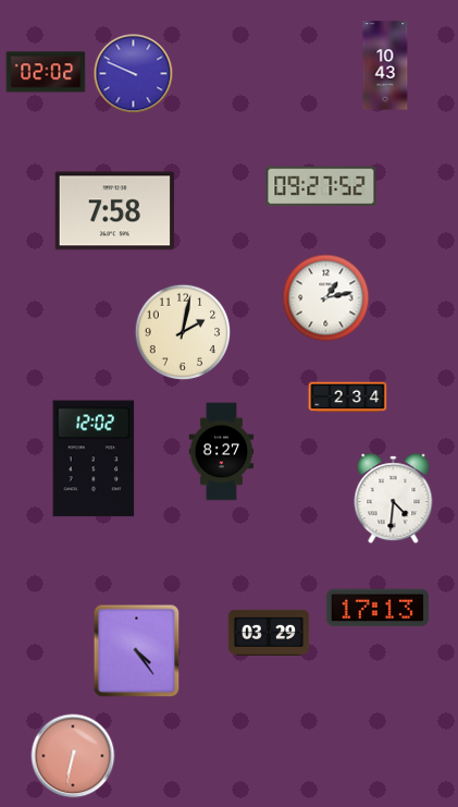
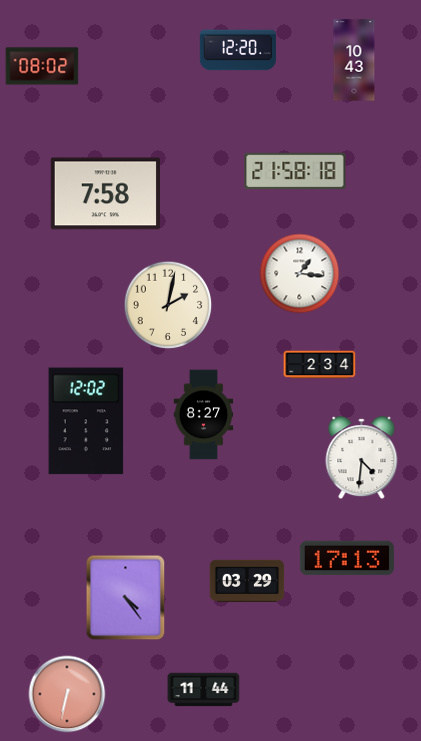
clock at (238, 50): none -> 12:20
clock at (46, 72): 02:02 -> 08:02
clock at (134, 74): 9:49 -> none
clock at (321, 186): 09:27 -> 21:58
clock at (326, 298): 1:13 -> 1:16
clock at (204, 690): none -> 11:44
